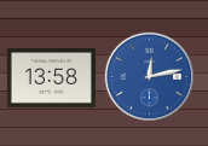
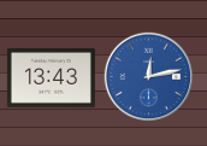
clock at (51, 77): 13:58 -> 13:43
